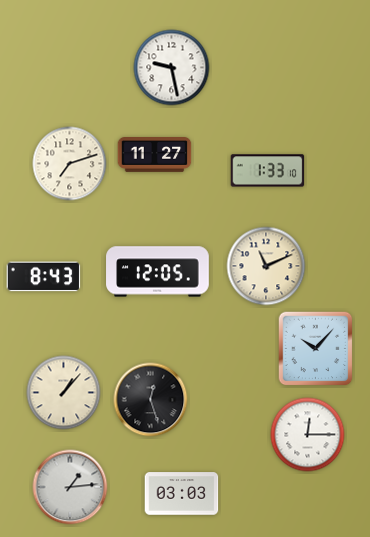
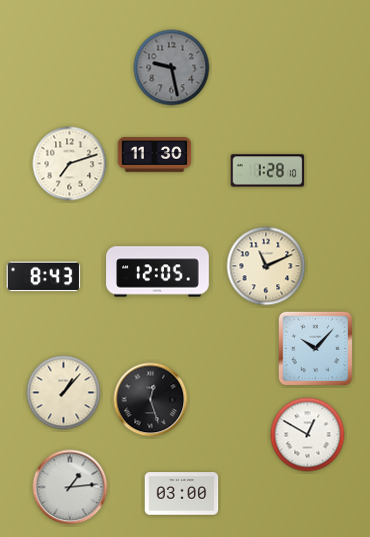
clock at (172, 68) dial: white -> grey
clock at (155, 155): 11:27 -> 11:30
clock at (268, 171): 1:33 -> 1:28
clock at (308, 435): 12:15 -> 12:50
clock at (182, 494): 03:03 -> 03:00
